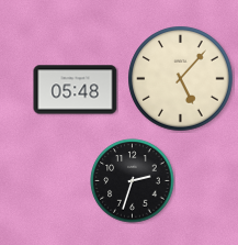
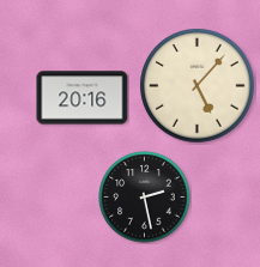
clock at (76, 90): 05:48 -> 20:16
clock at (133, 181): 2:33 -> 2:28
